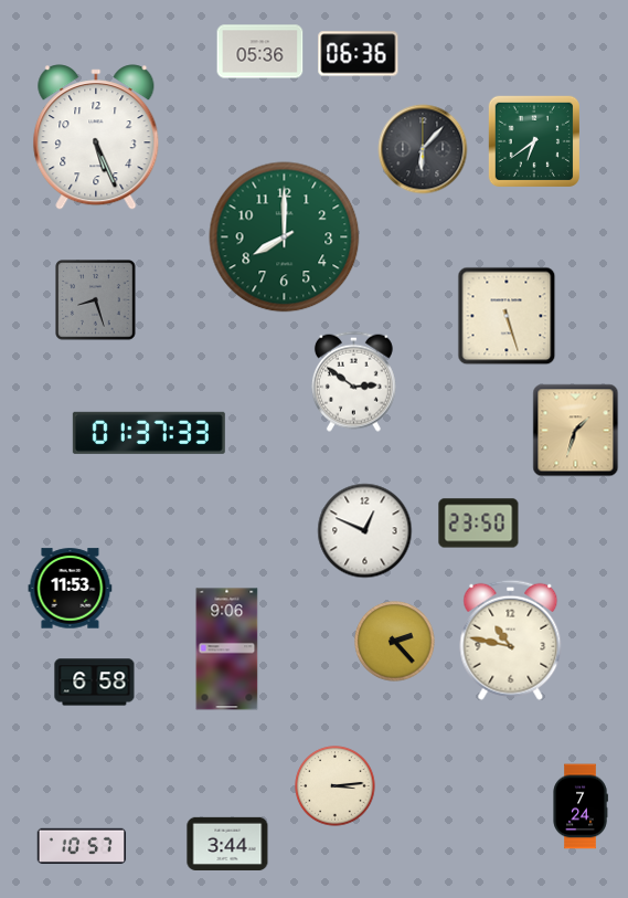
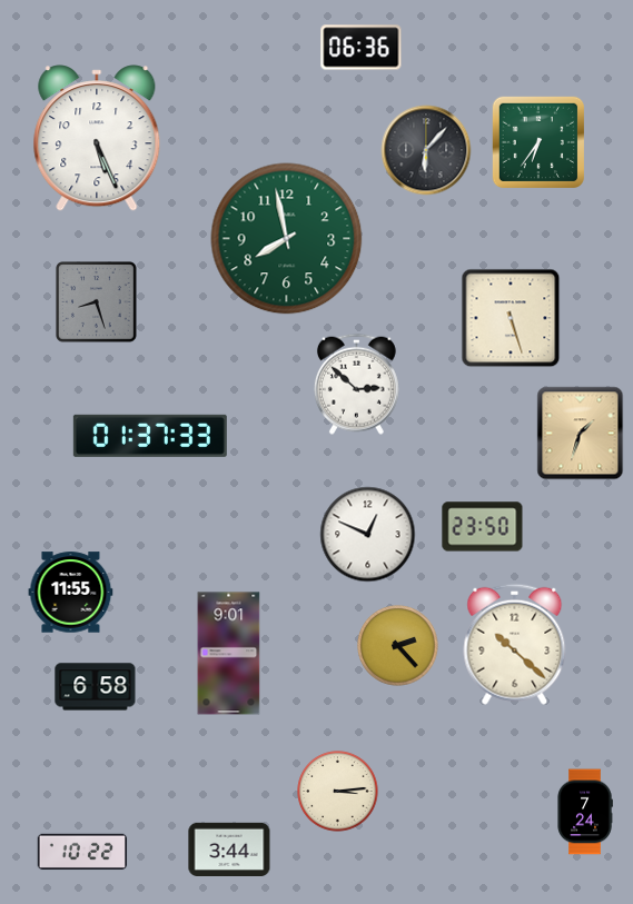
clock at (260, 52): 05:36 -> none
clock at (359, 54) position: (359, 54) -> (362, 48)
clock at (533, 140): 6:39 -> 6:36
clock at (285, 237): 8:00 -> 7:58
clock at (353, 381): 2:51 -> 2:52
clock at (71, 589): 11:53 -> 11:55
clock at (511, 640): 10:47 -> 10:22
clock at (227, 649): 9:06 -> 9:01
clock at (82, 846): 10:57 -> 10:22
